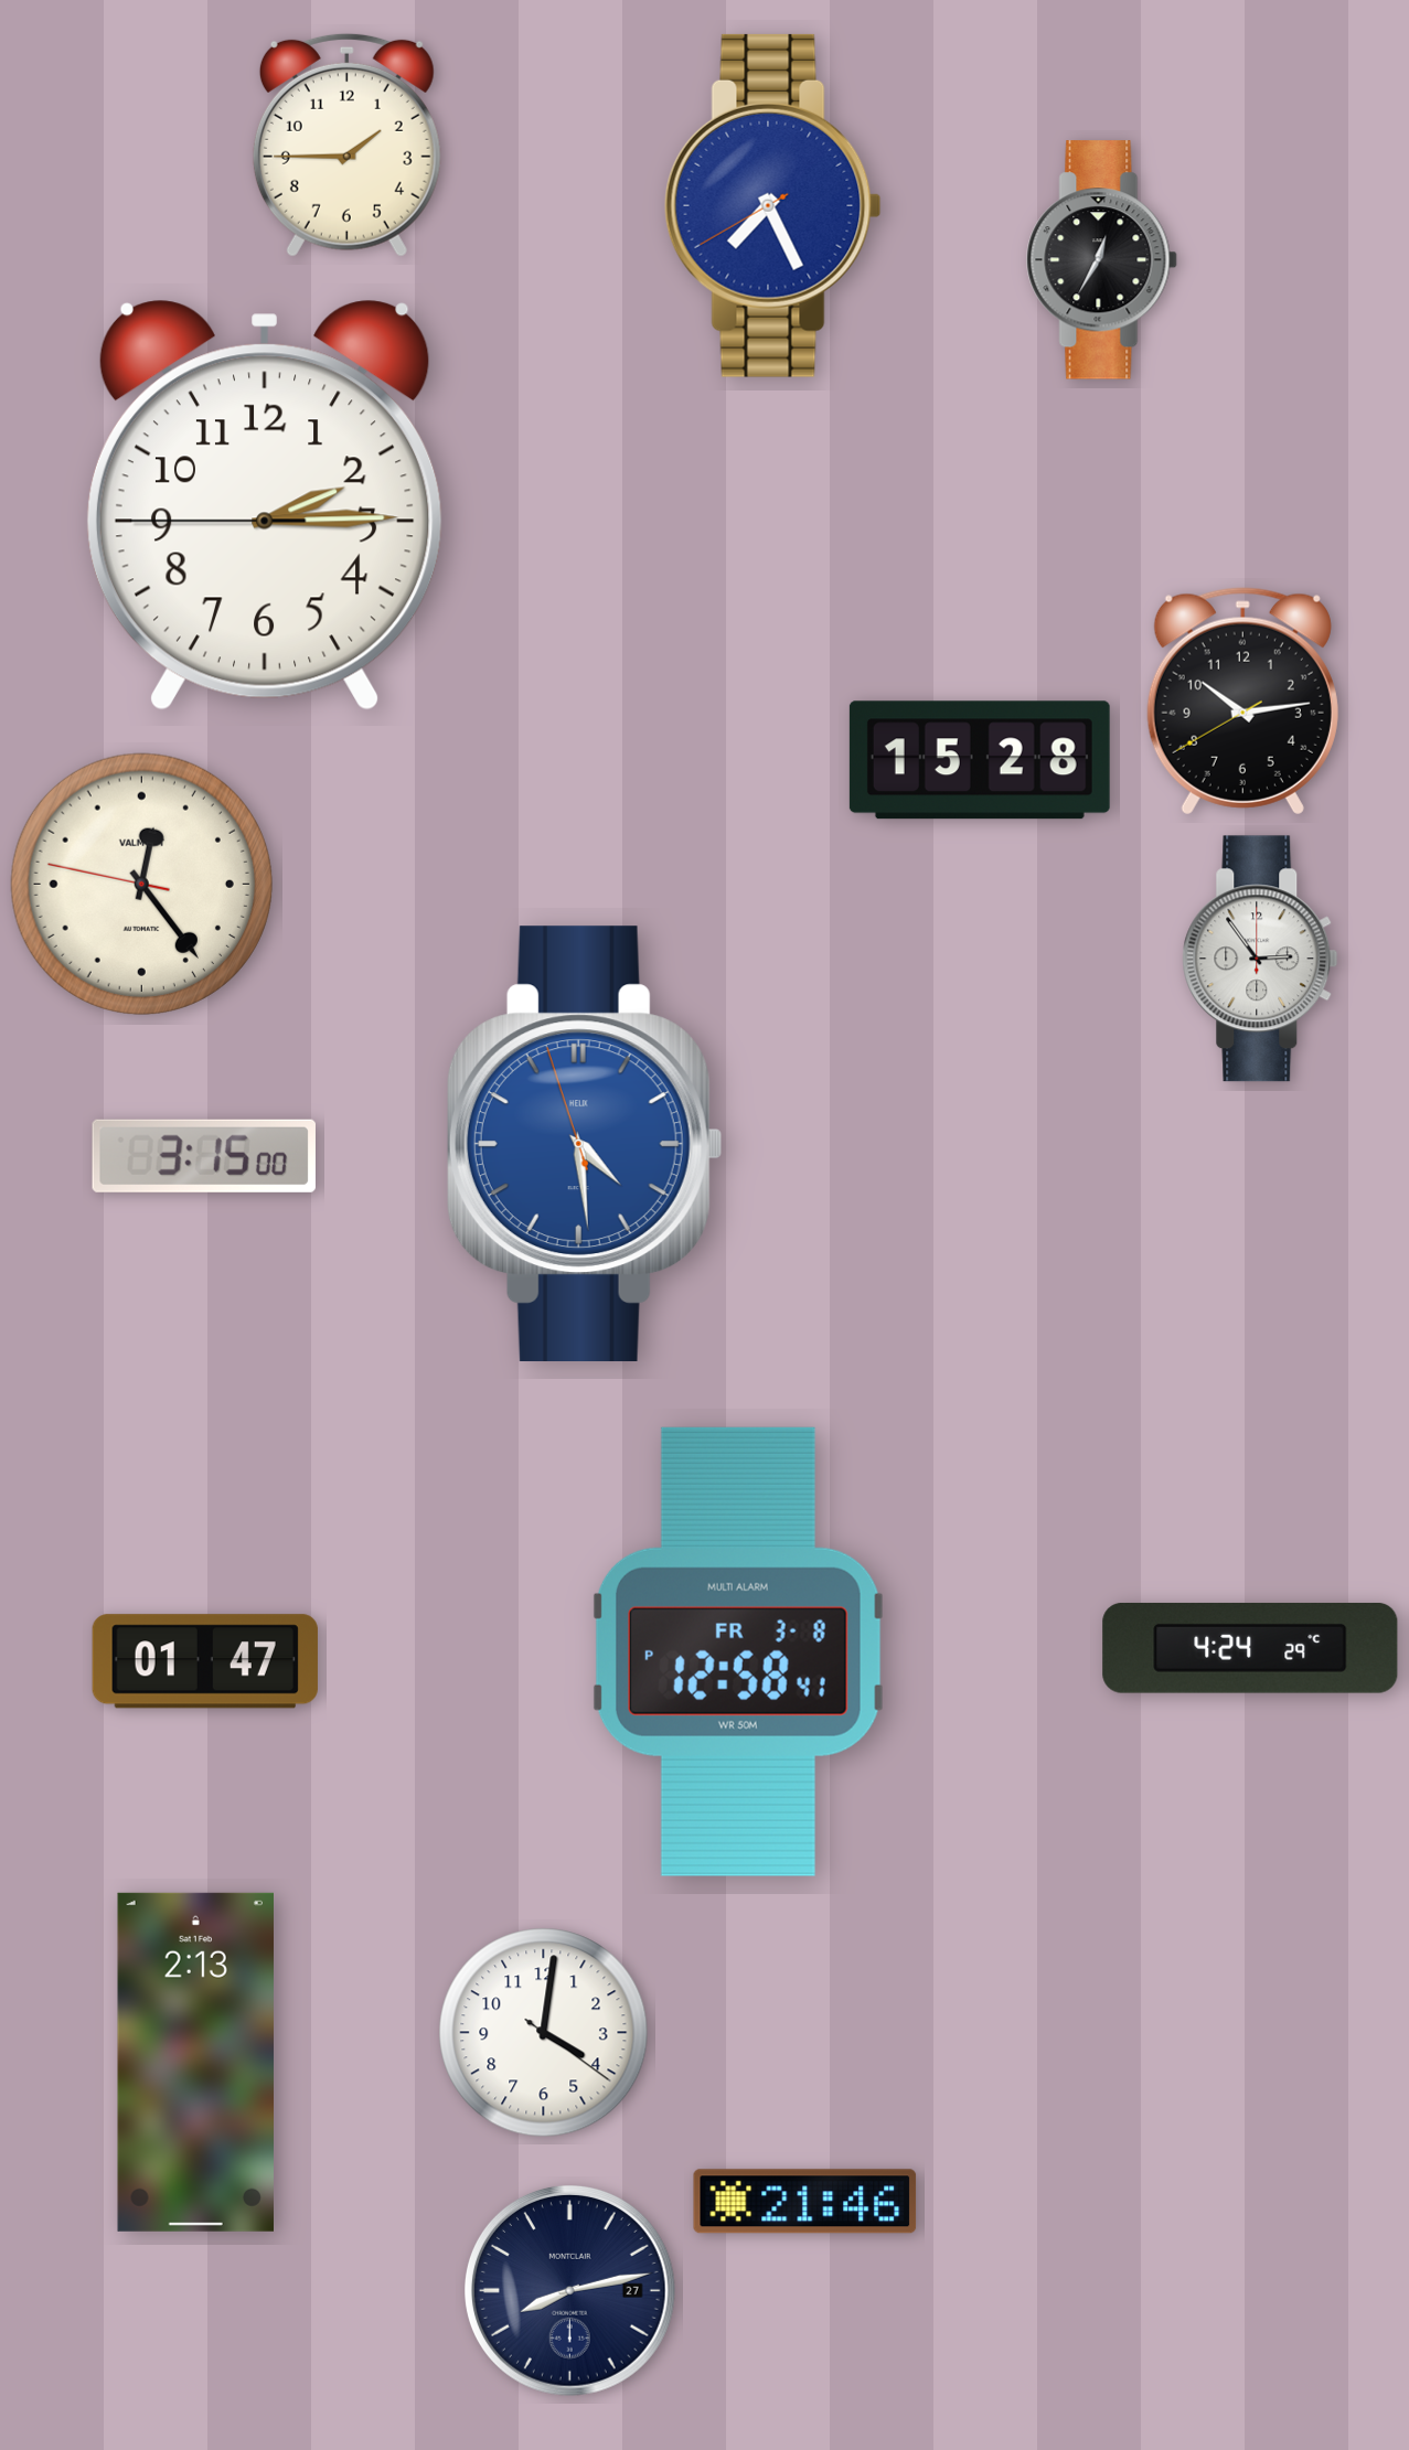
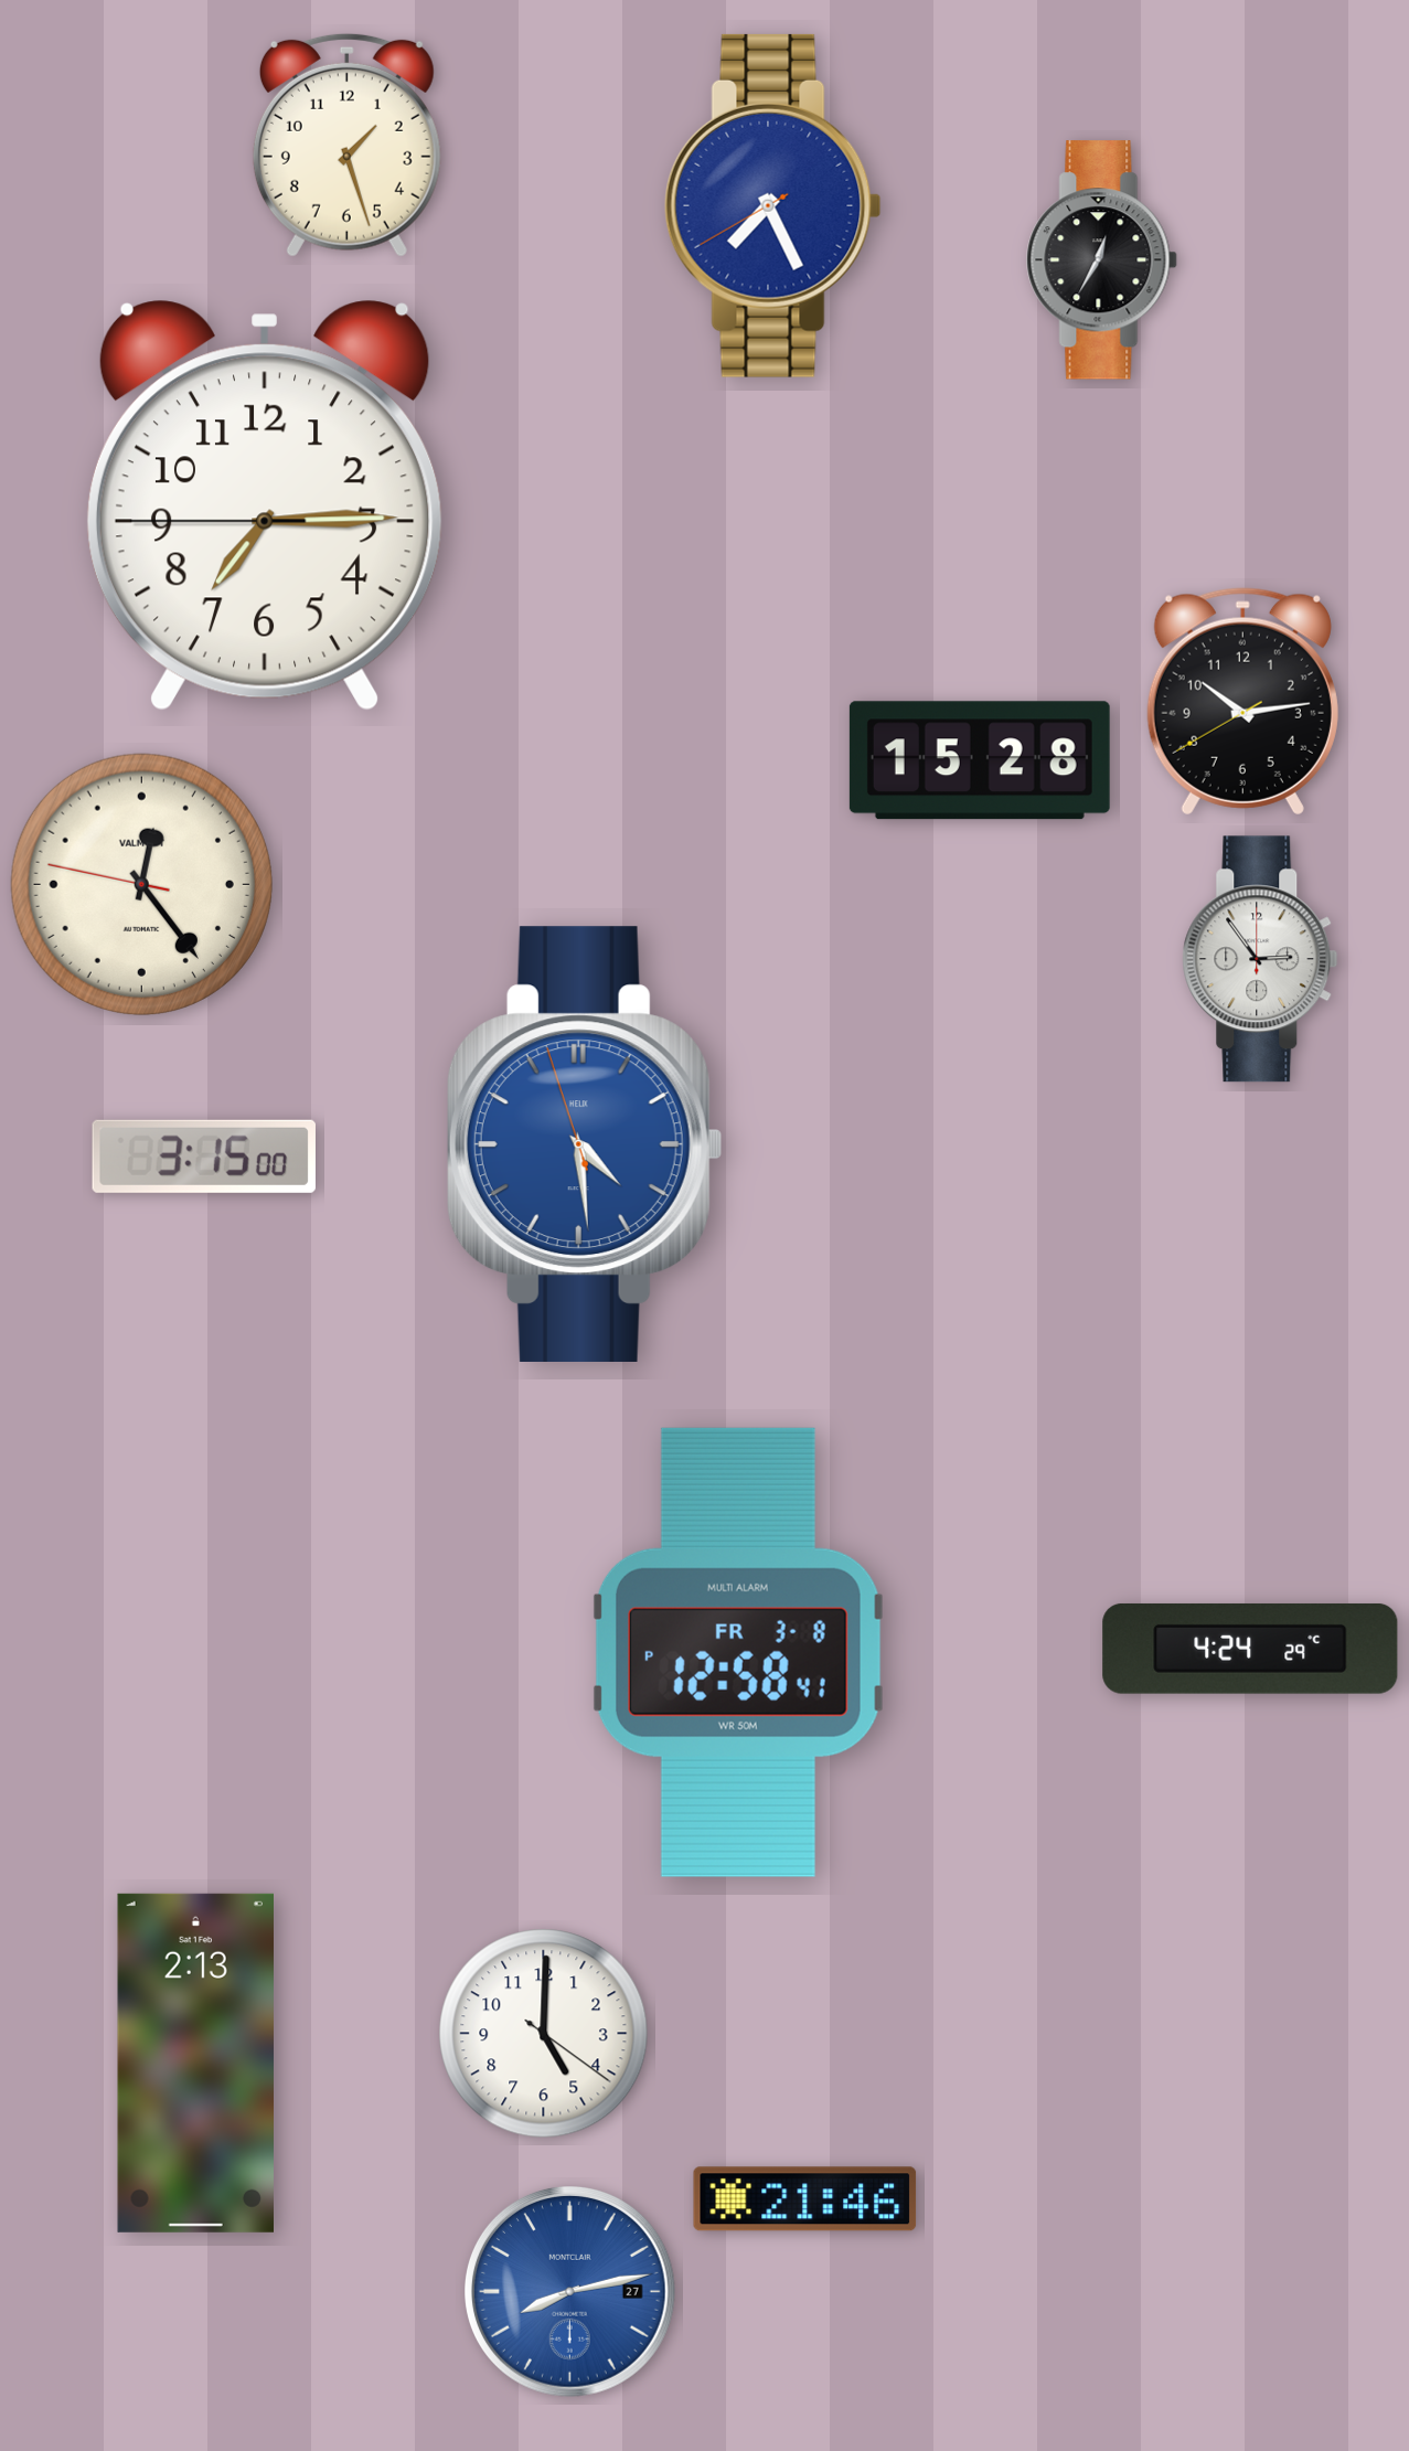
clock at (346, 145): 1:45 -> 1:27
clock at (265, 505): 2:14 -> 7:14
clock at (205, 1661): 01:47 -> none
clock at (544, 2033): 4:01 -> 5:00
clock at (805, 2202) position: (805, 2202) -> (805, 2199)
clock at (570, 2291) dial: navy -> blue
